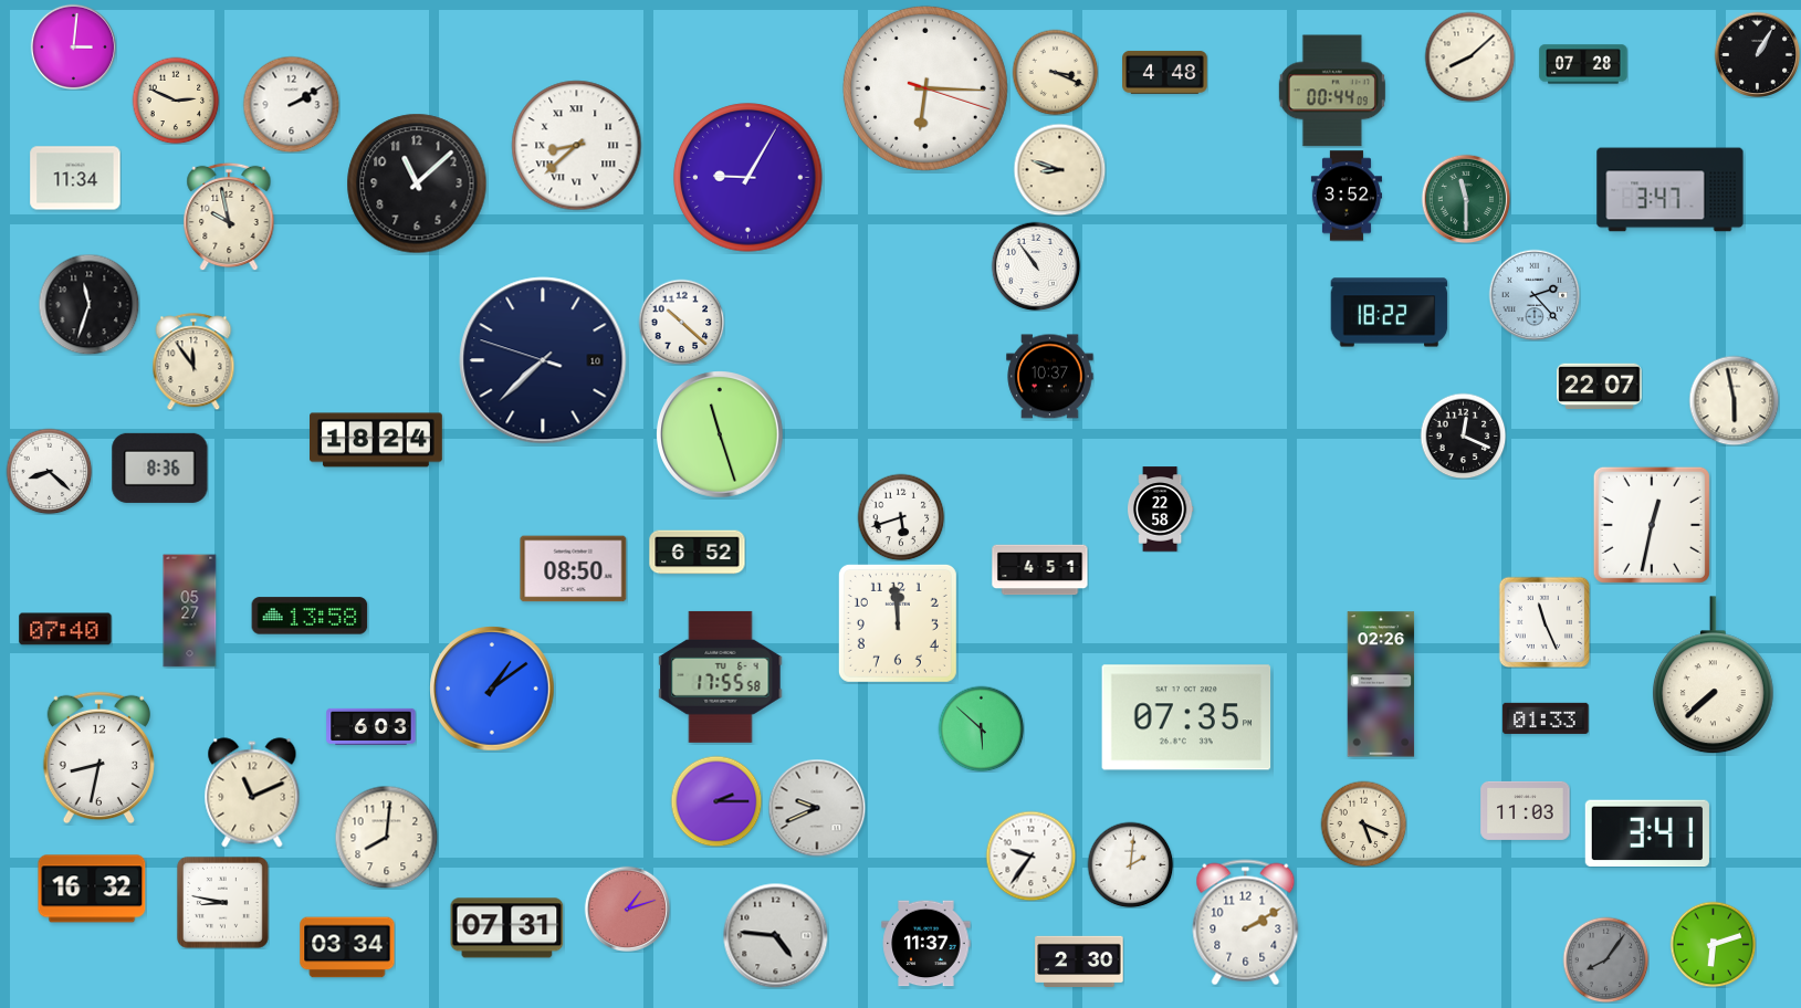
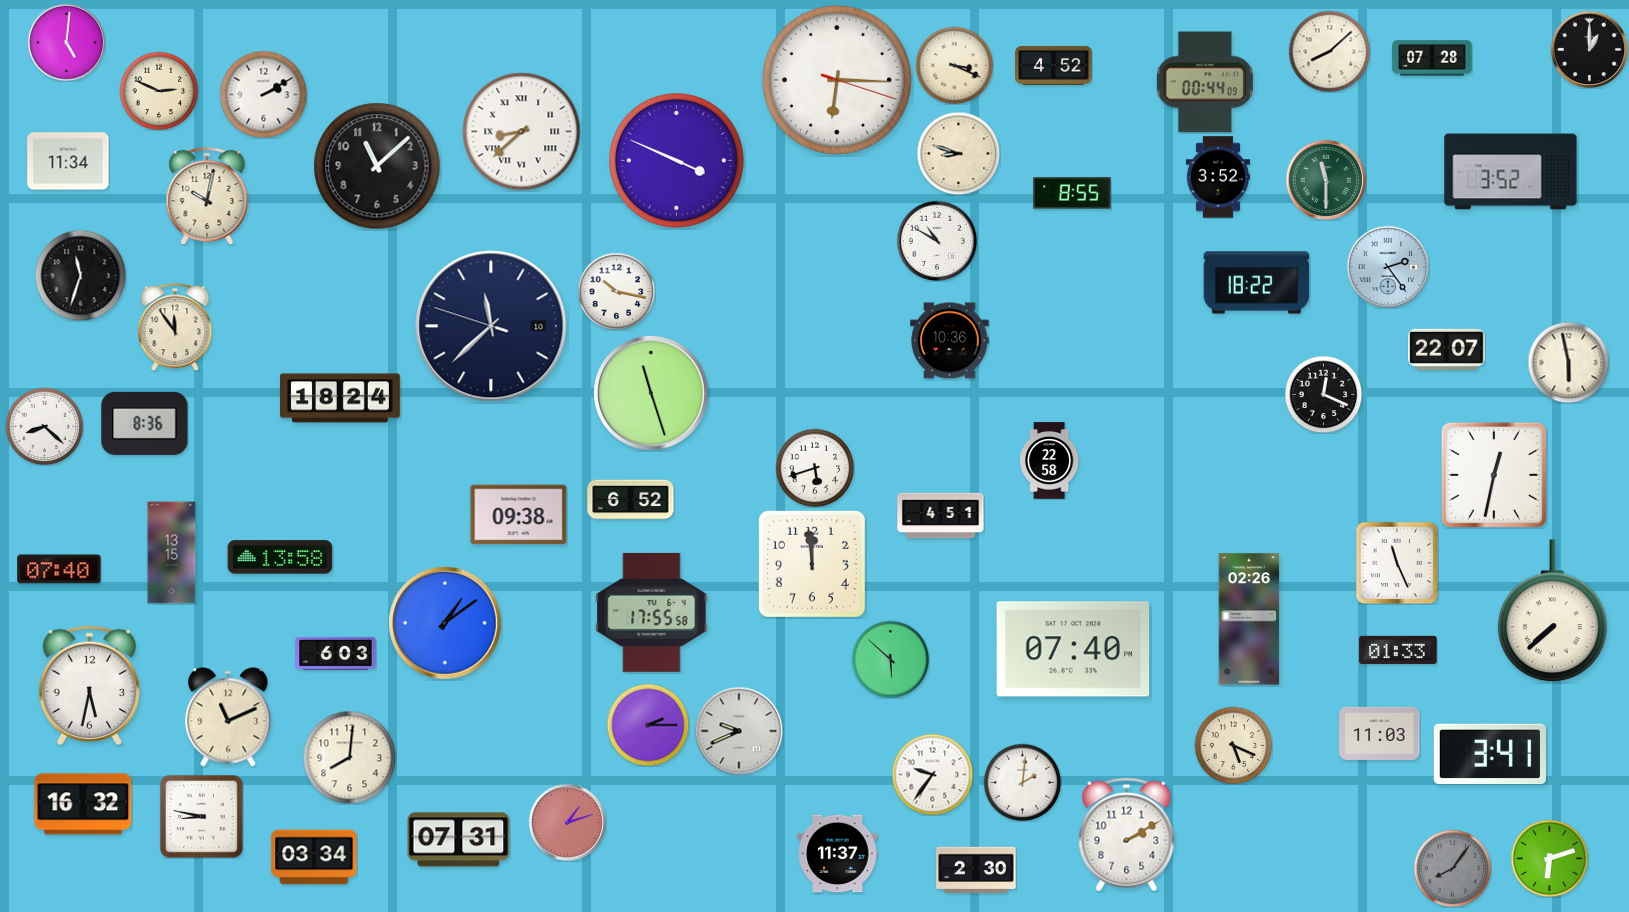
clock at (73, 46): 3:01 -> 5:01
clock at (1757, 54): 1:05 -> 1:00
clock at (1165, 72): 4:48 -> 4:52
clock at (748, 178): 9:05 -> 3:49
clock at (1671, 190): 3:47 -> 3:52
clock at (1072, 193): none -> 8:55
clock at (229, 217): 9:58 -> 10:02
clock at (1036, 266): 10:54 -> 10:50
clock at (1535, 295): 2:23 -> 2:24
clock at (681, 322): 10:22 -> 10:17
clock at (543, 360): 7:37 -> 11:37
clock at (1050, 377): 10:37 -> 10:36
clock at (574, 569): 08:50 -> 09:38
clock at (190, 611): 05:27 -> 13:15
clock at (1713, 675) position: (1713, 675) -> (1552, 611)
clock at (1186, 717): 07:35 -> 07:40
clock at (371, 726) position: (371, 726) -> (336, 653)
clock at (981, 728) position: (981, 728) -> (890, 659)
clock at (98, 758): 8:32 -> 5:32
clock at (775, 935): 4:46 -> none
clock at (1713, 944) position: (1713, 944) -> (1549, 858)
